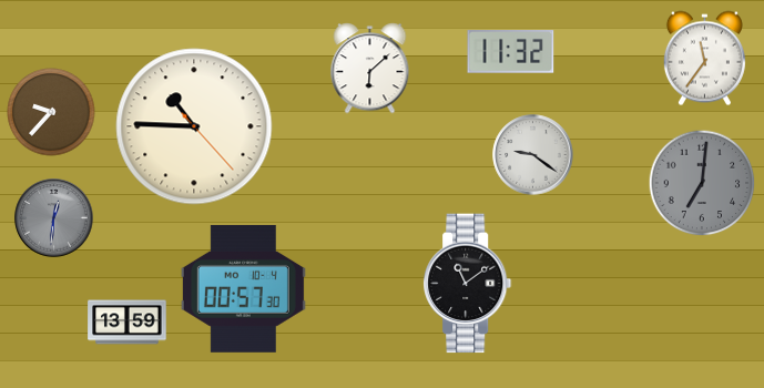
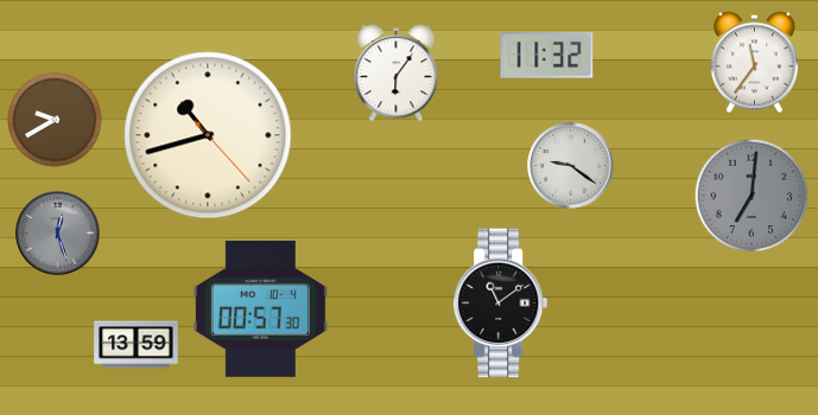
clock at (370, 69): 6:08 -> 6:06
clock at (51, 112): 9:37 -> 9:40
clock at (194, 126): 10:45 -> 10:42
clock at (54, 218): 12:31 -> 12:27
